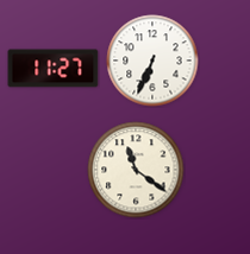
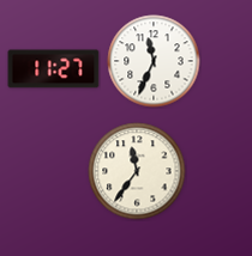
clock at (152, 61): 6:34 -> 11:34
clock at (136, 170): 11:21 -> 11:36
